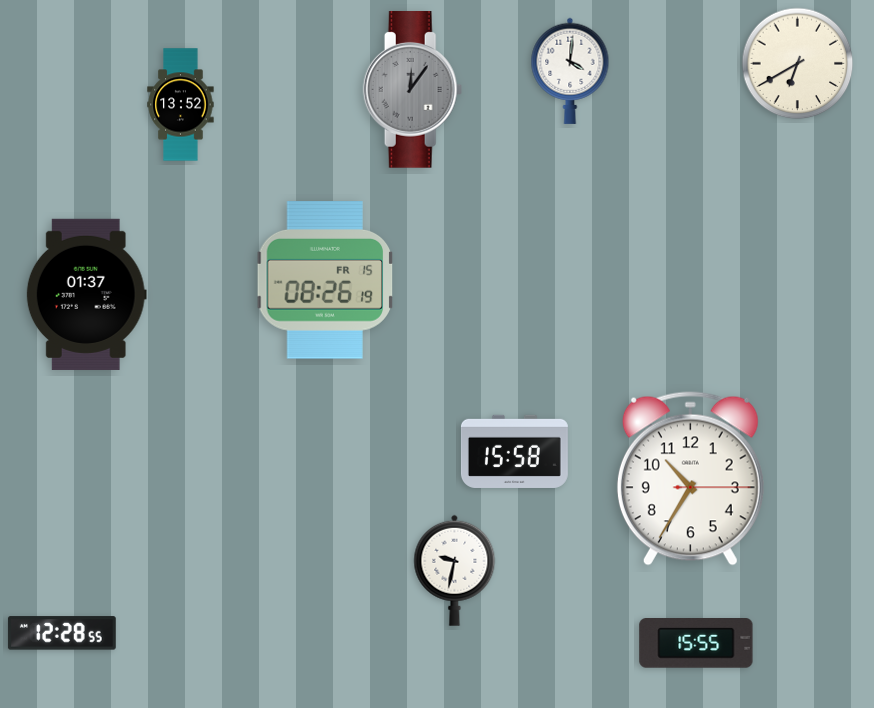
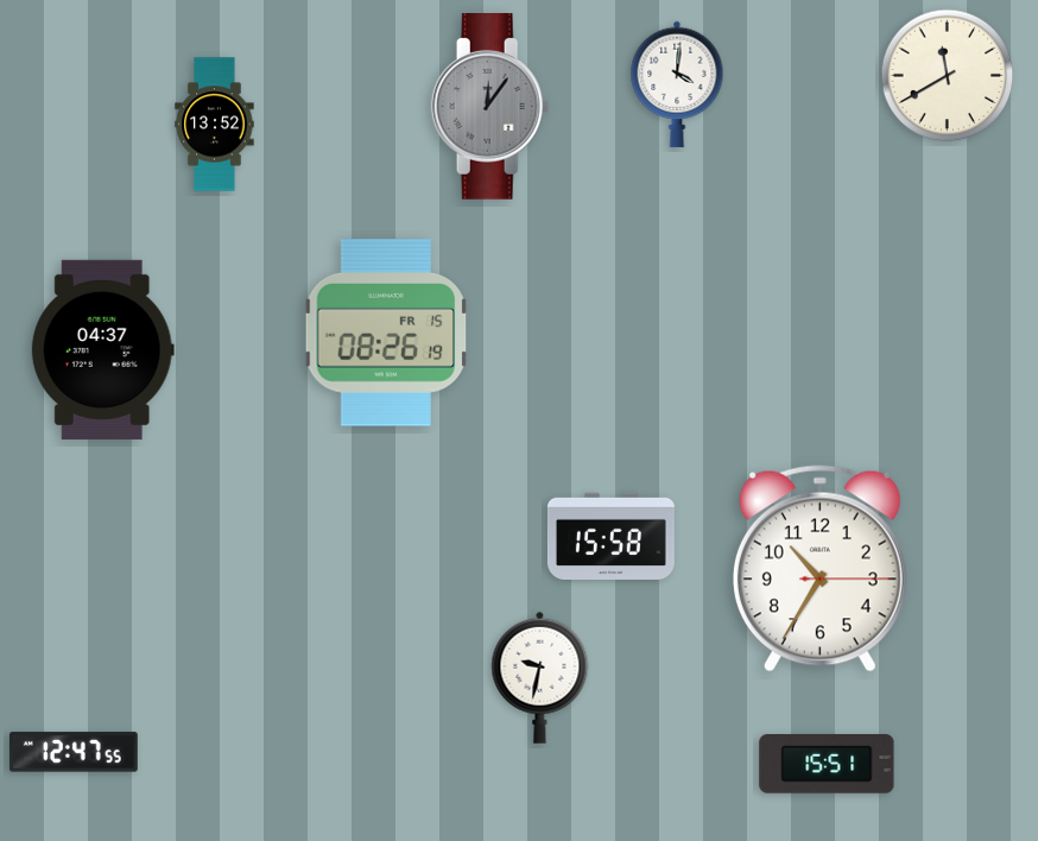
clock at (798, 64): 6:40 -> 11:40
clock at (86, 294): 01:37 -> 04:37
clock at (62, 633): 12:28 -> 12:47
clock at (696, 643): 15:55 -> 15:51
